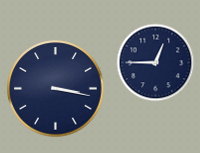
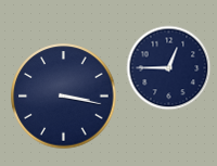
clock at (56, 89) position: (56, 89) -> (64, 97)
